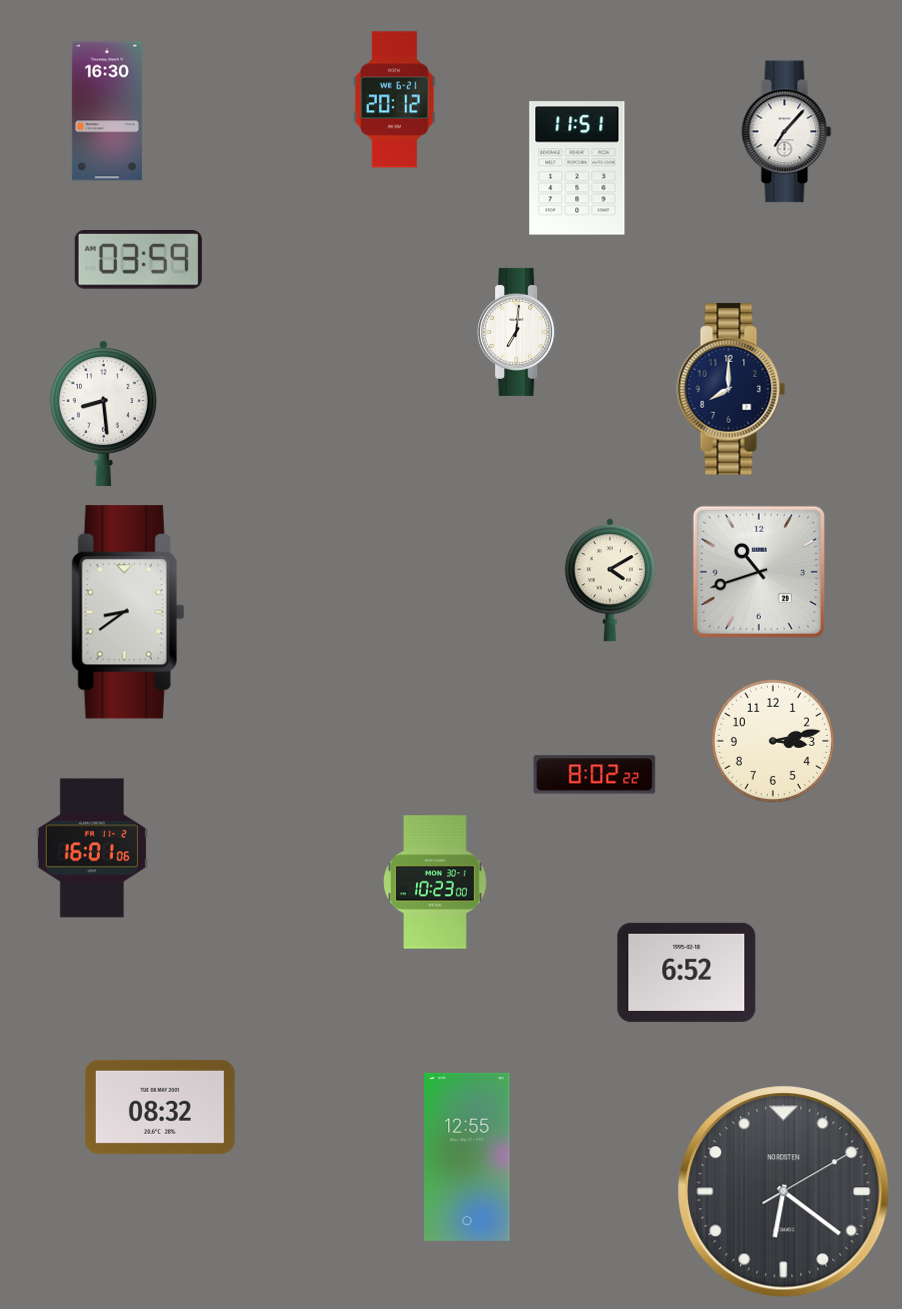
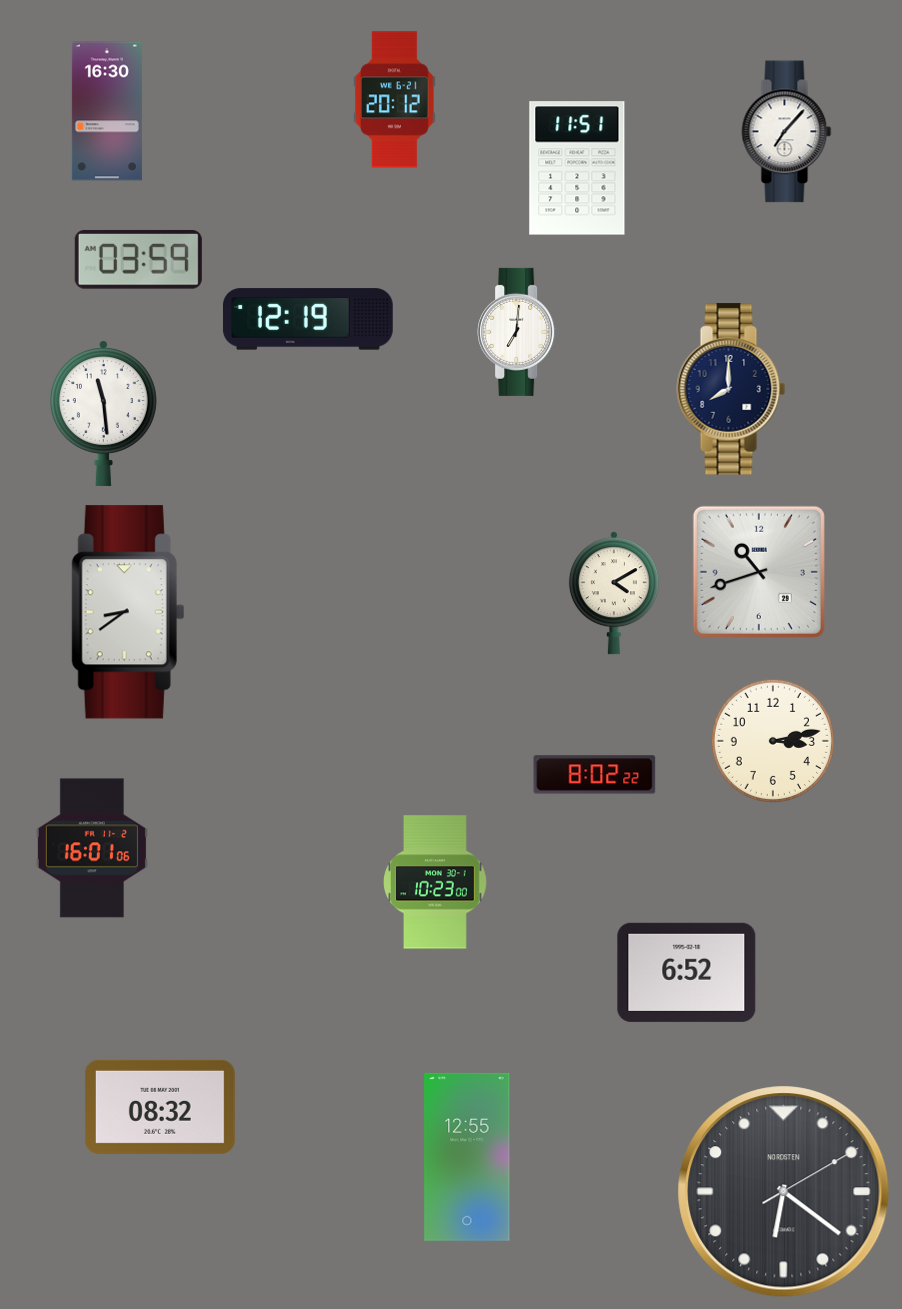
clock at (308, 319): none -> 12:19
clock at (103, 413): 8:29 -> 11:29
clock at (610, 580) position: (610, 580) -> (614, 593)
